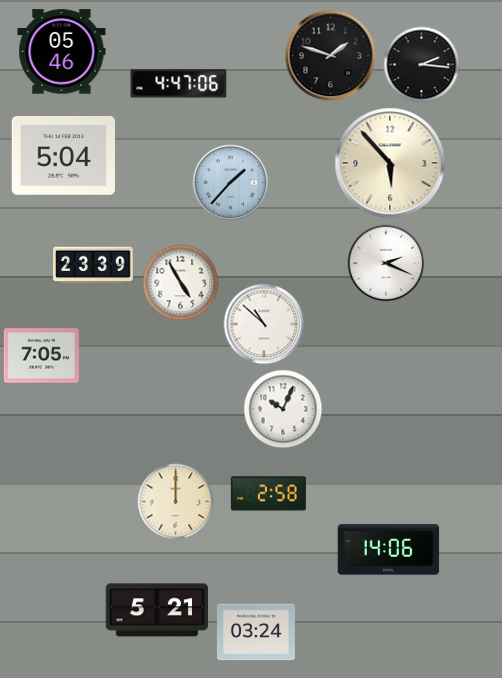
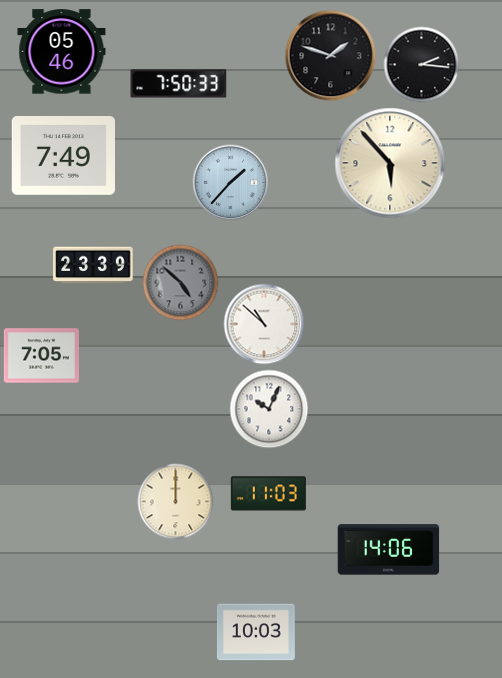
clock at (179, 84): 4:47 -> 7:50
clock at (63, 156): 5:04 -> 7:49
clock at (386, 263): 2:19 -> none
clock at (181, 283): 4:55 -> 4:52
clock at (181, 283) dial: white -> grey
clock at (283, 409) position: (283, 409) -> (269, 409)
clock at (268, 494): 2:58 -> 11:03
clock at (157, 610): 5:21 -> none
clock at (256, 632): 03:24 -> 10:03
